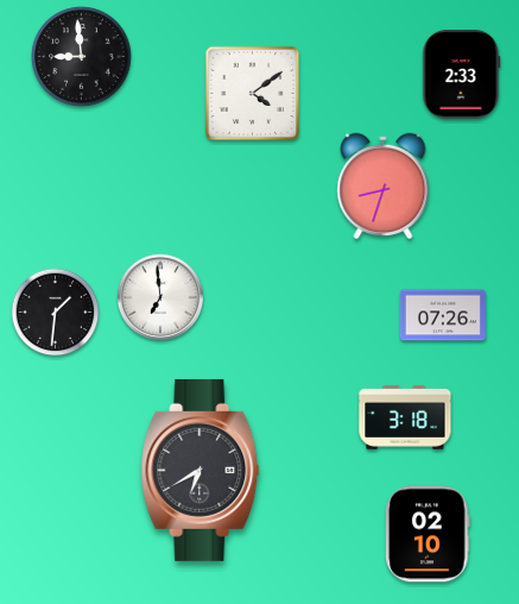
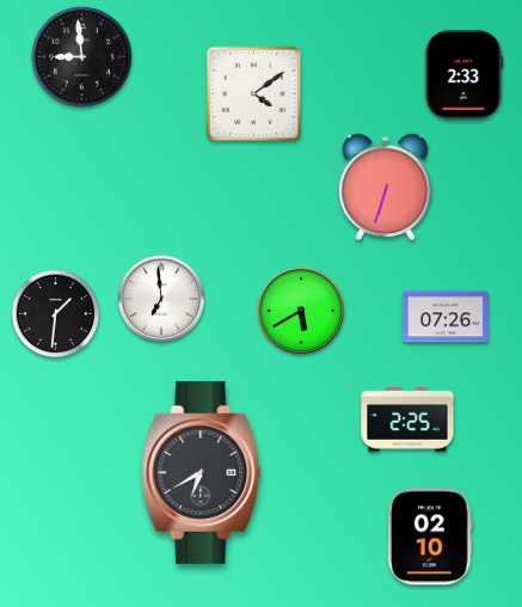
clock at (384, 187): 8:33 -> 6:33
clock at (301, 311): none -> 5:40
clock at (405, 417): 3:18 -> 2:25
